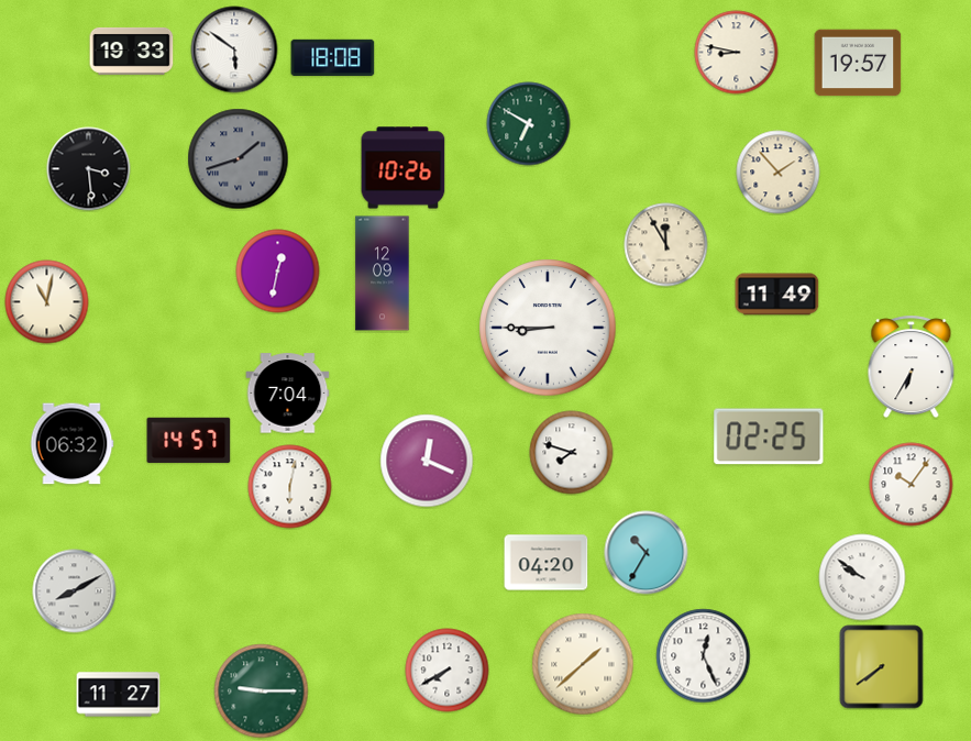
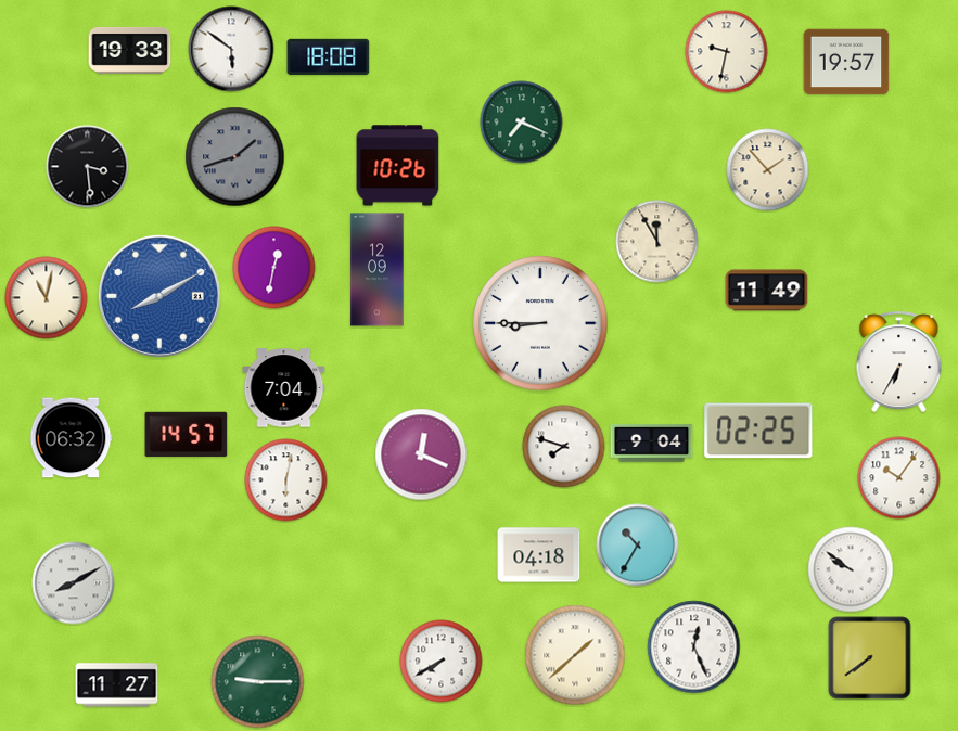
clock at (737, 53): 8:47 -> 9:32
clock at (529, 124): 6:50 -> 7:19
clock at (159, 296): none -> 8:10
clock at (652, 443): none -> 9:04
clock at (547, 563): 04:20 -> 04:18
